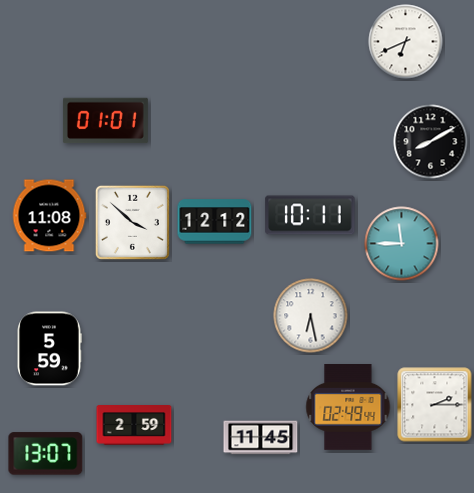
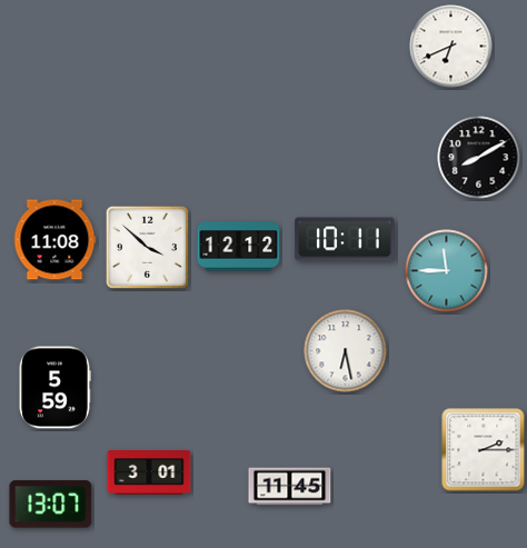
clock at (105, 121): 01:01 -> none
clock at (348, 408): 02:49 -> none
clock at (134, 426): 2:59 -> 3:01
